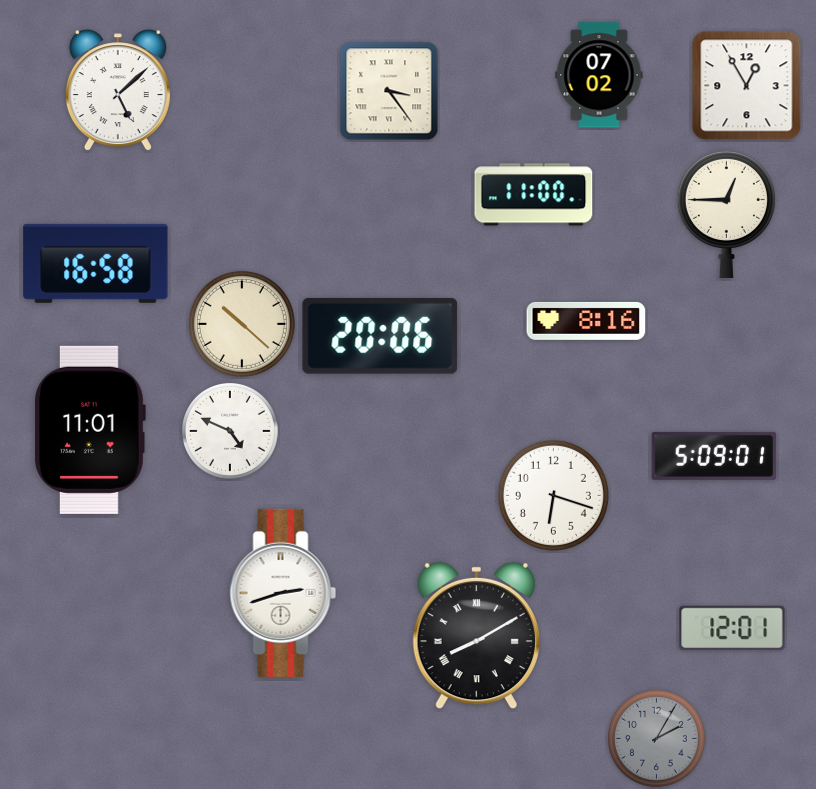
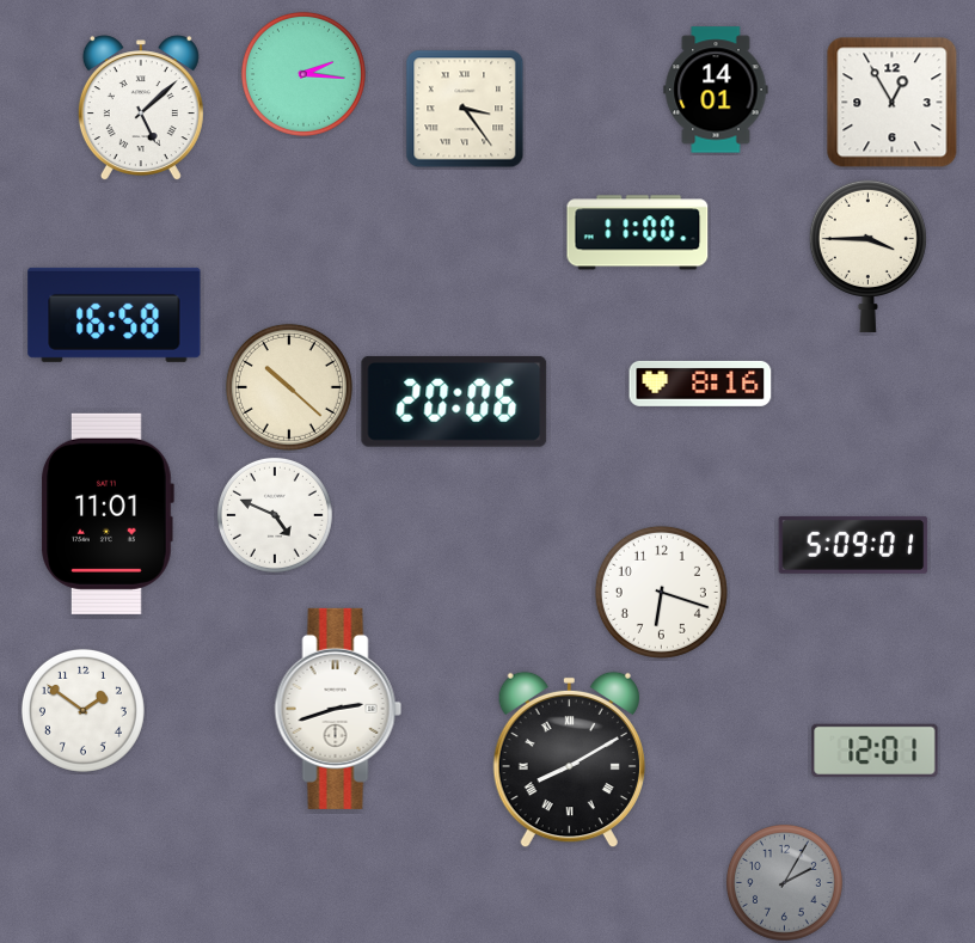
clock at (303, 74): none -> 2:16
clock at (599, 75): 07:02 -> 14:01
clock at (726, 214): 12:45 -> 3:45
clock at (82, 710): none -> 1:51
